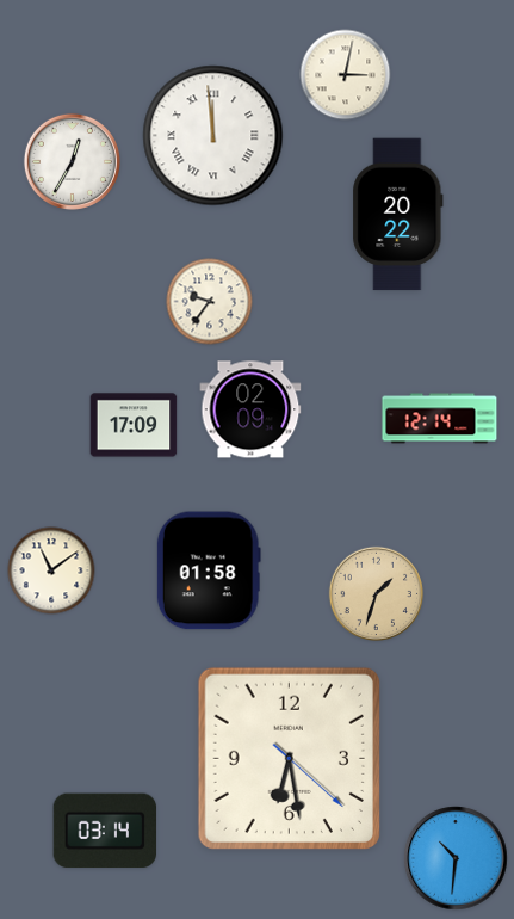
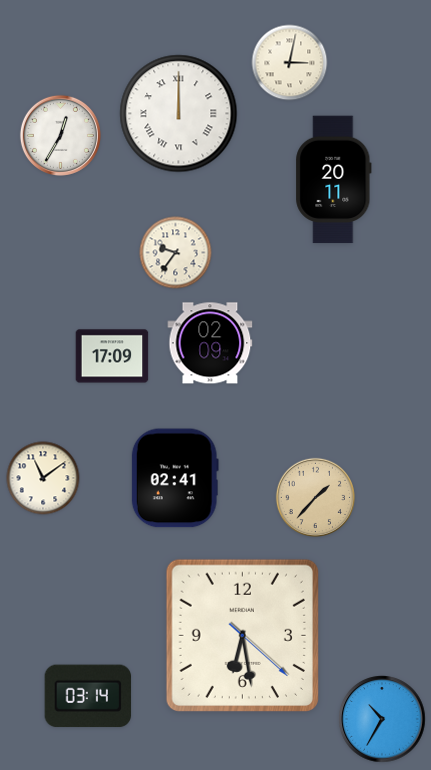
clock at (213, 136): 11:59 -> 12:00
clock at (398, 215): 20:22 -> 20:11
clock at (440, 419): 12:14 -> none
clock at (209, 570): 01:58 -> 02:41
clock at (376, 593): 1:33 -> 1:37
clock at (456, 858): 10:31 -> 10:35
